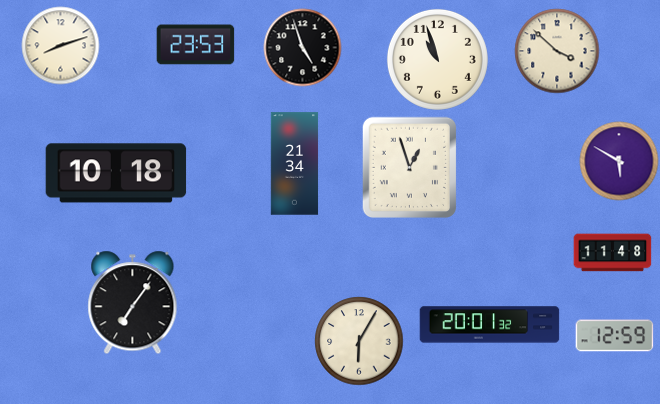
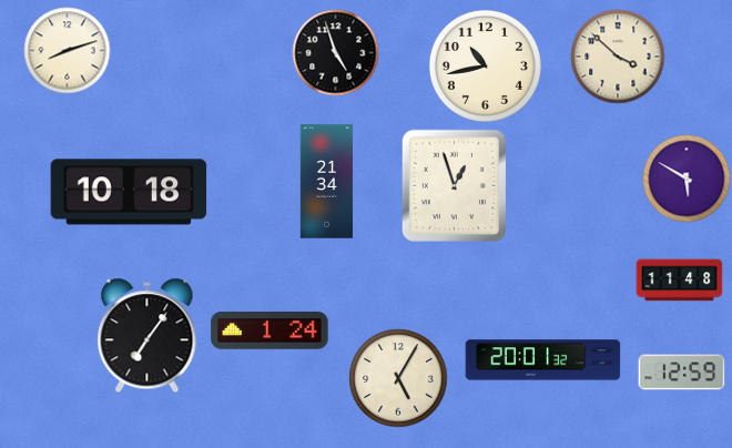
clock at (195, 45): 23:53 -> none
clock at (437, 59): 10:57 -> 10:43
clock at (270, 332): none -> 1:24
clock at (359, 341): 6:05 -> 5:05
